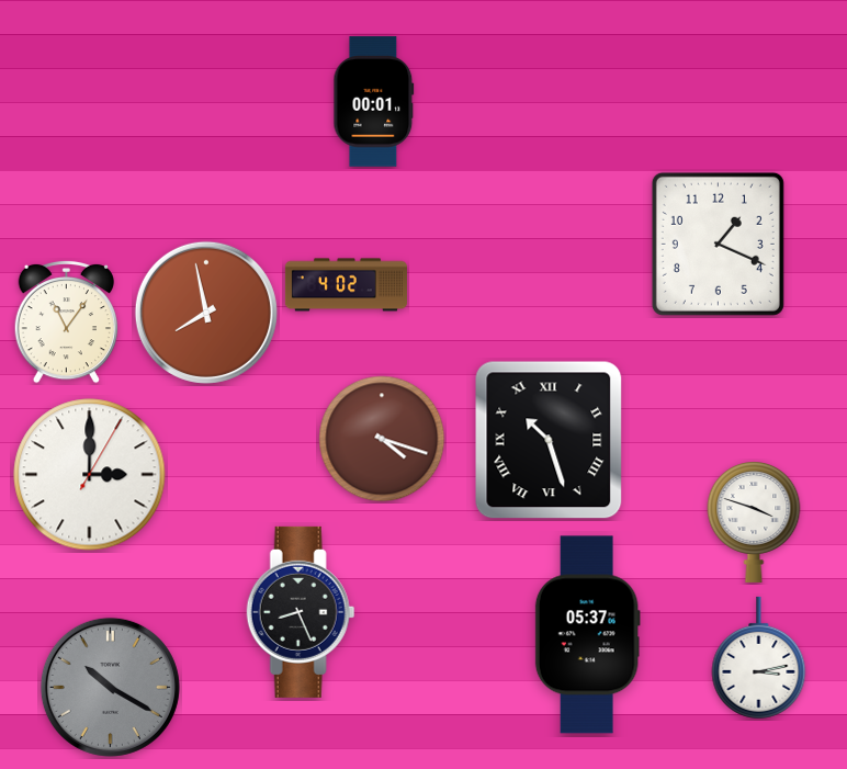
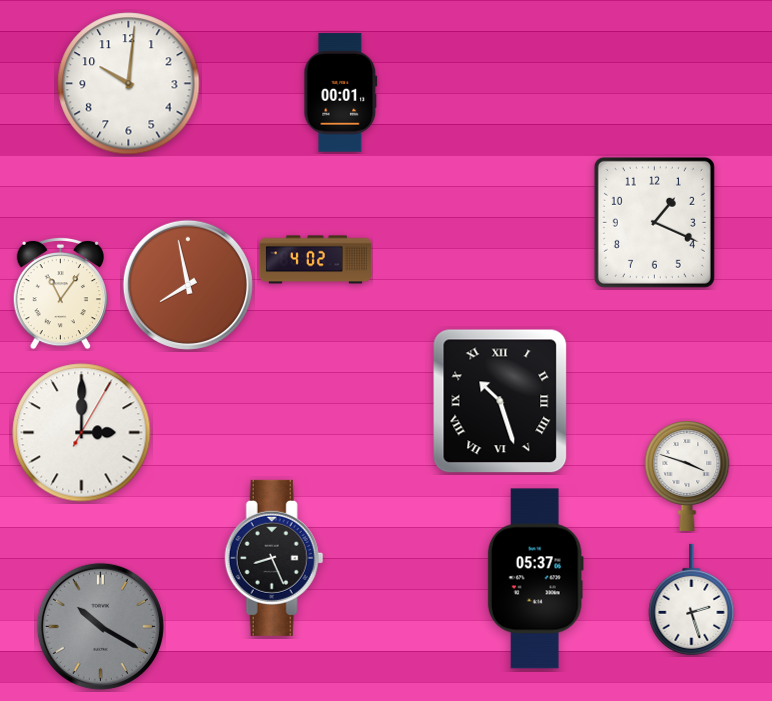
clock at (129, 84): none -> 10:01
clock at (382, 439): 4:18 -> none
clock at (759, 658): 3:13 -> 2:27
